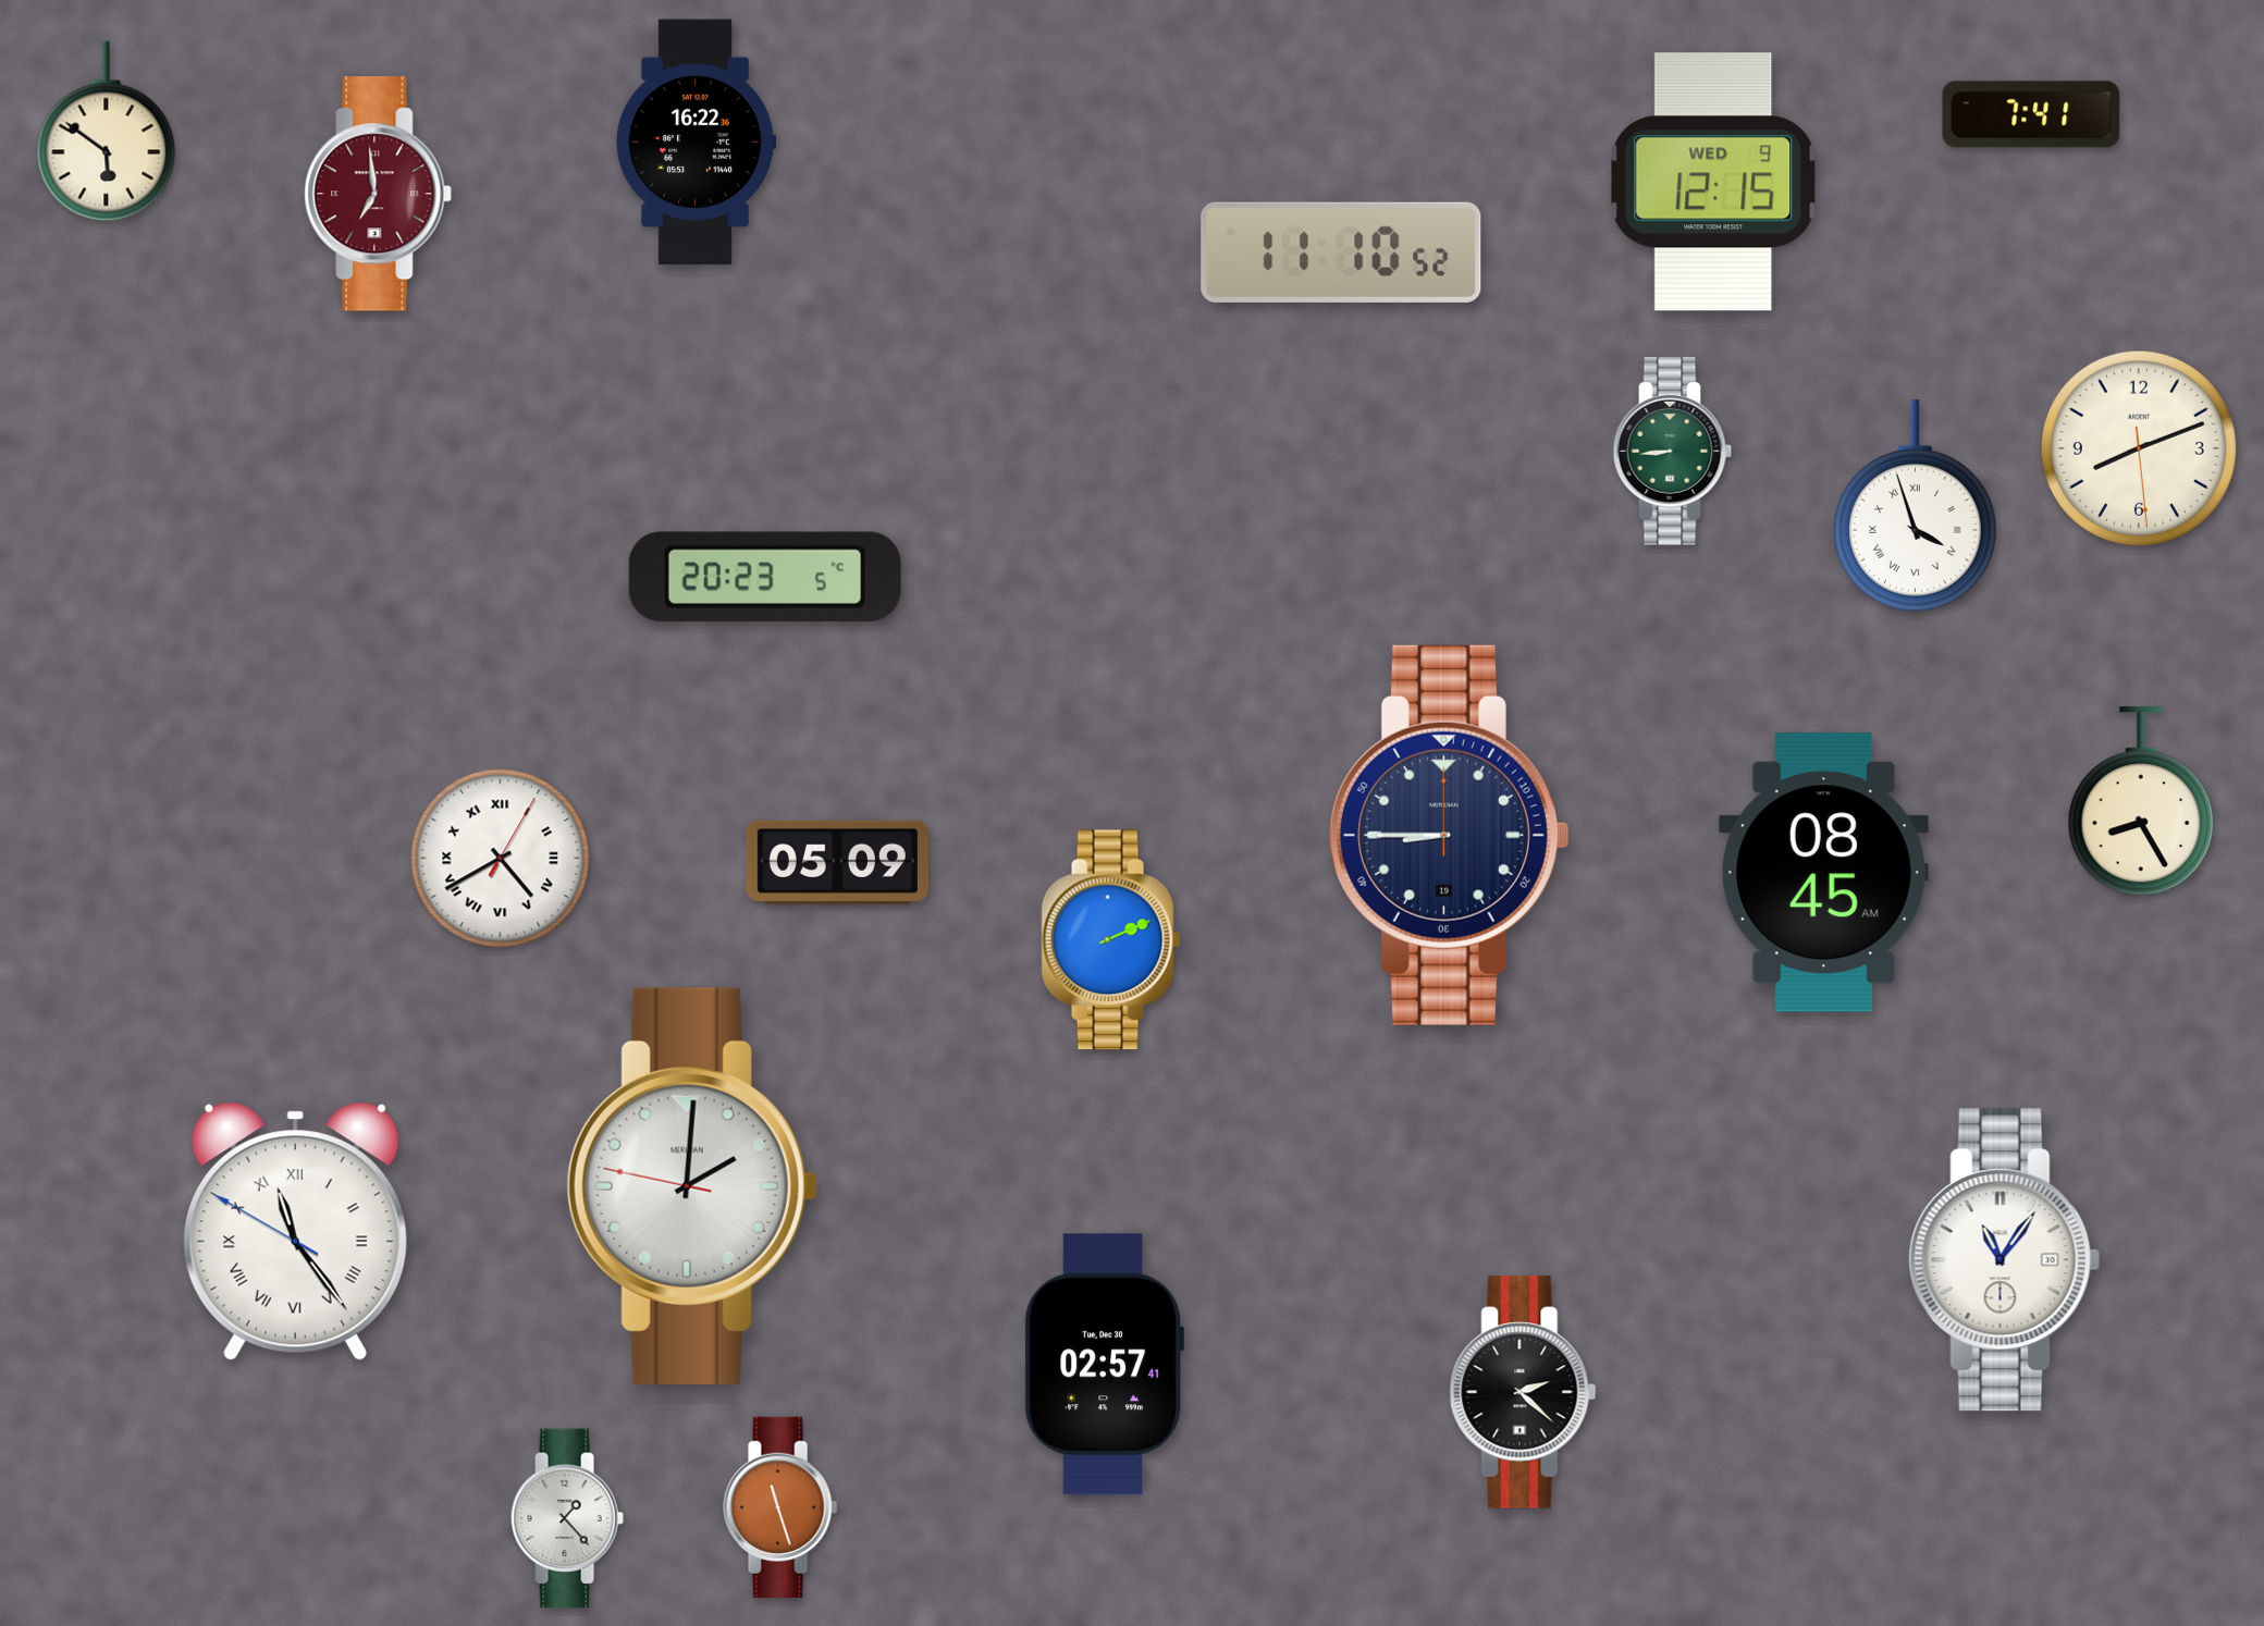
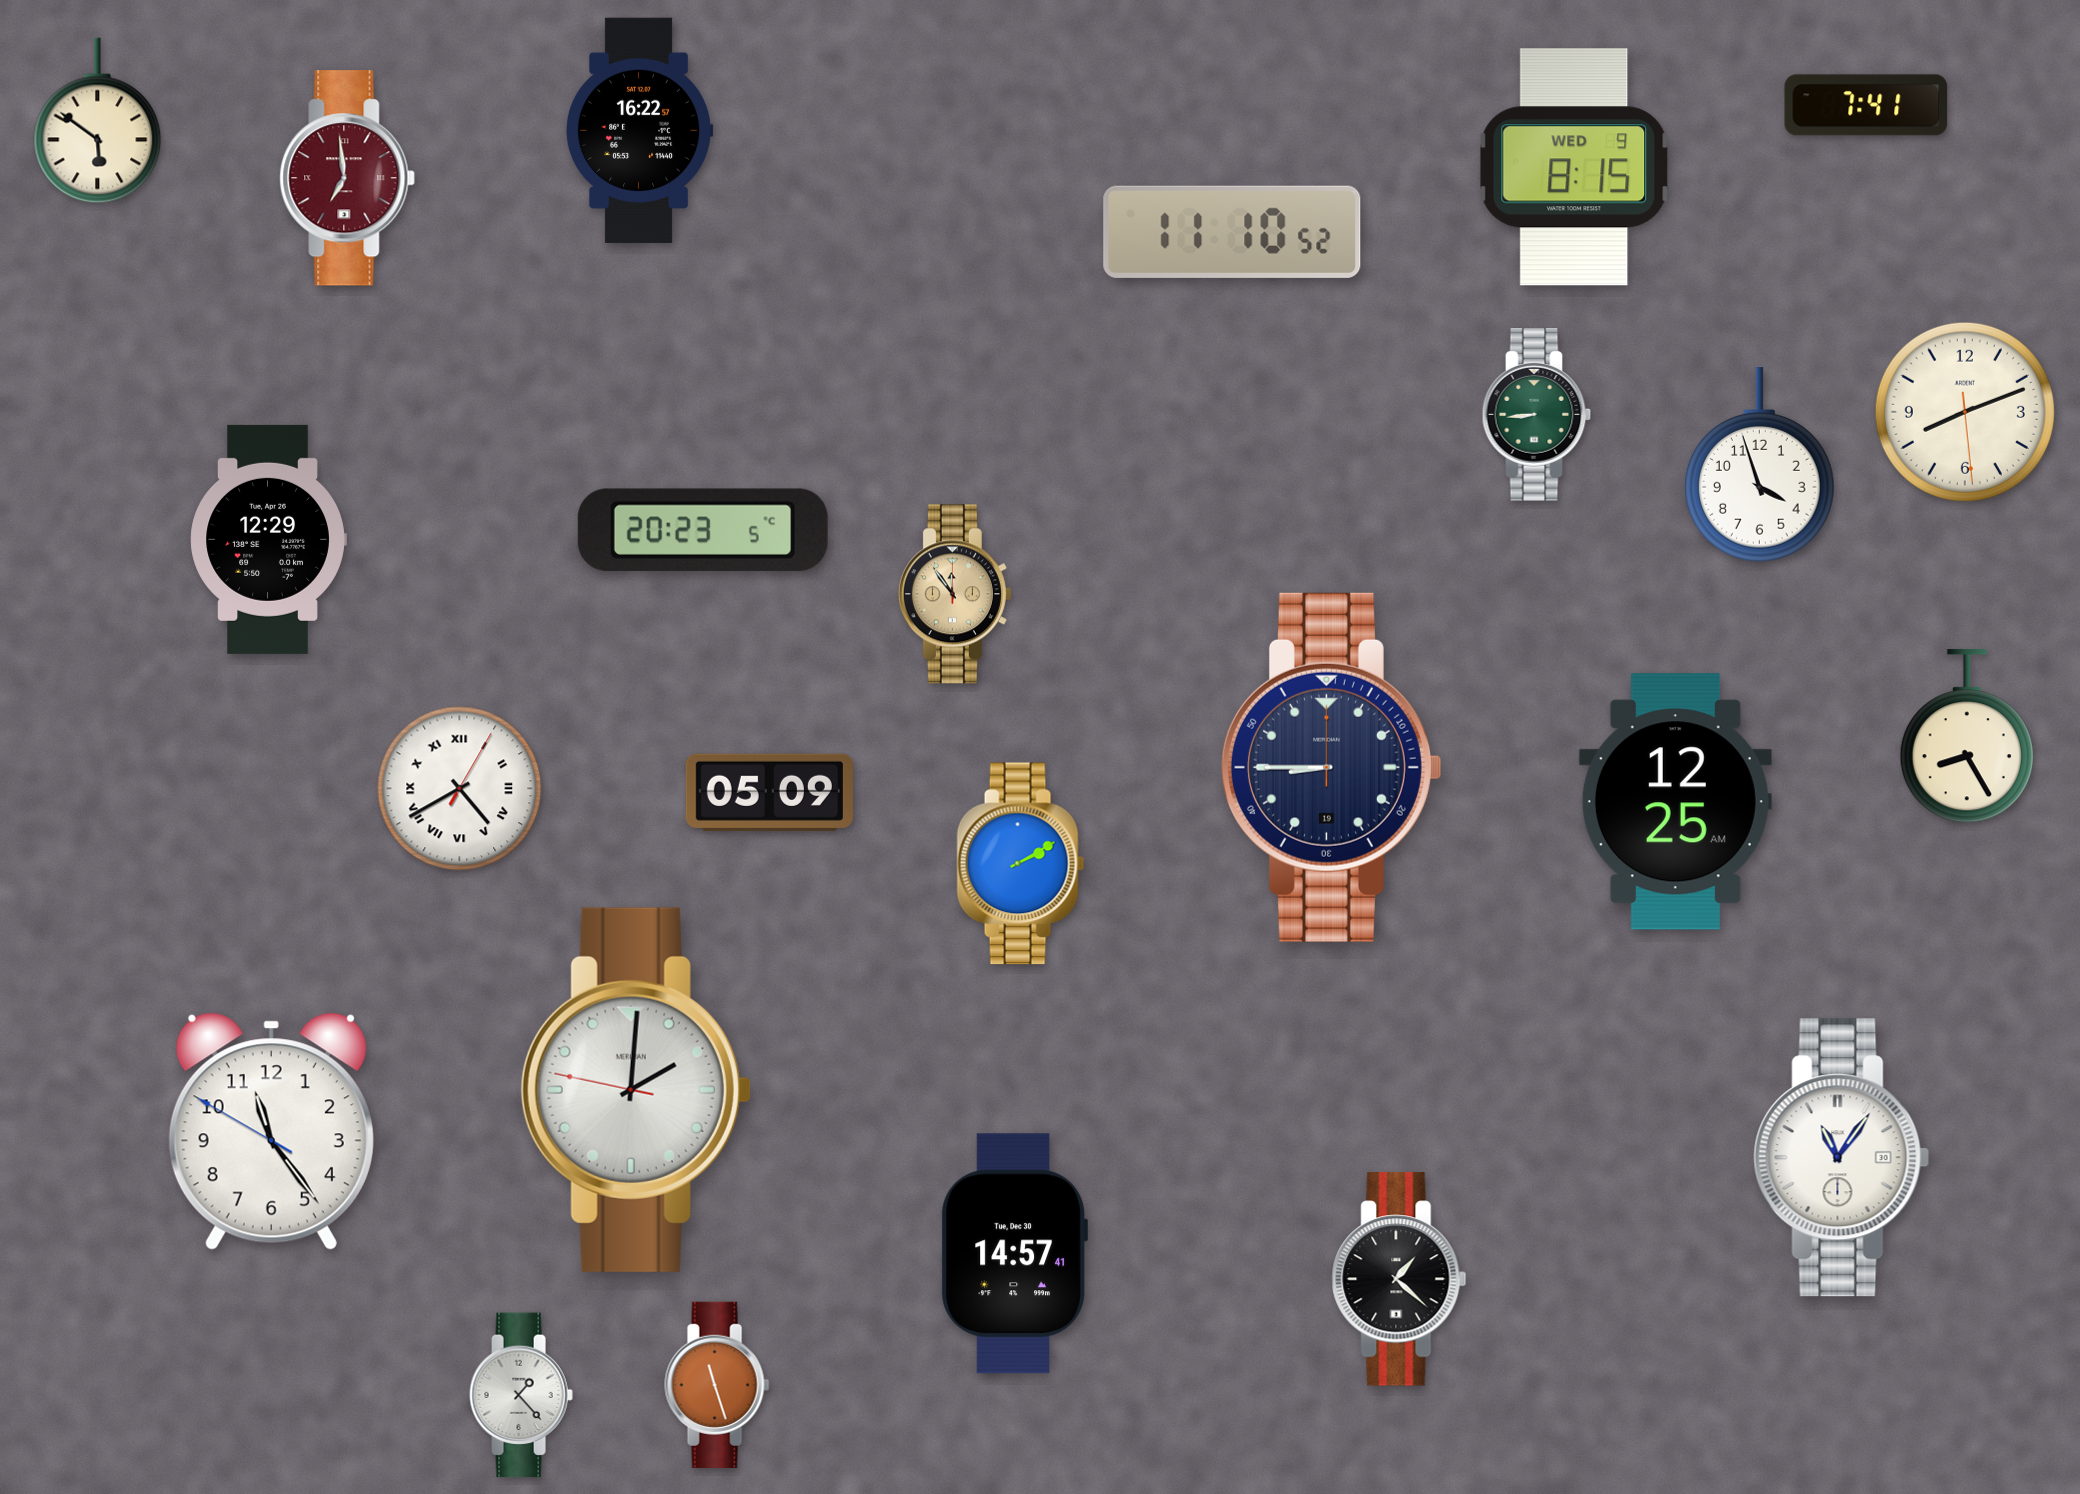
clock at (696, 141): 16:22:36 -> 16:22:57
clock at (1713, 182): 12:15 -> 8:15
clock at (1915, 506) numerals: Roman -> Arabic
clock at (268, 539): none -> 12:29
clock at (955, 594): none -> 11:54
clock at (1823, 873): 08:45 -> 12:25
clock at (1111, 940): 2:11 -> 2:10
clock at (295, 1231) numerals: Roman -> Arabic
clock at (1104, 1365): 02:57 -> 14:57
clock at (1523, 1392): 2:22 -> 1:22
